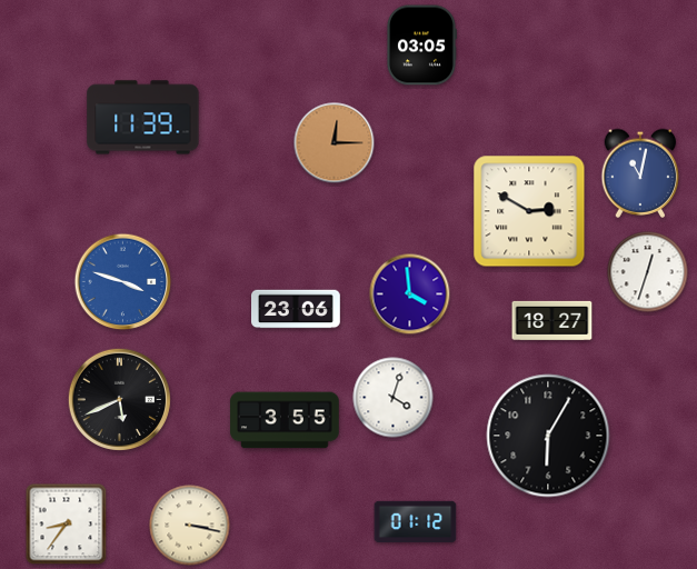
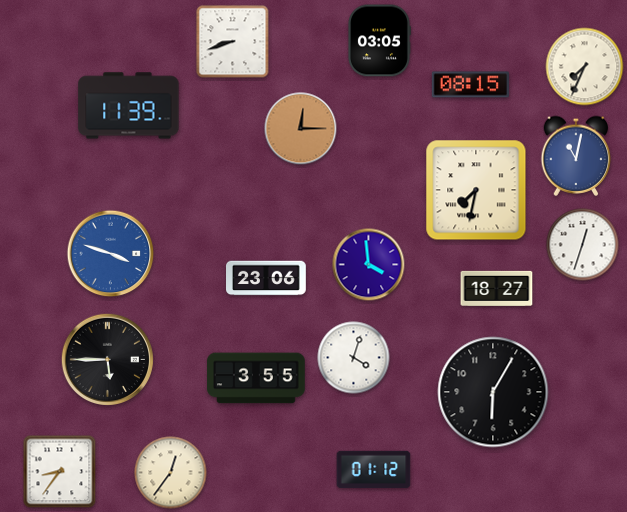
clock at (233, 42): none -> 8:42
clock at (585, 67): none -> 7:34
clock at (470, 85): none -> 08:15
clock at (529, 211): 2:50 -> 7:32
clock at (119, 399): 5:41 -> 5:45
clock at (190, 526): 3:17 -> 12:36
